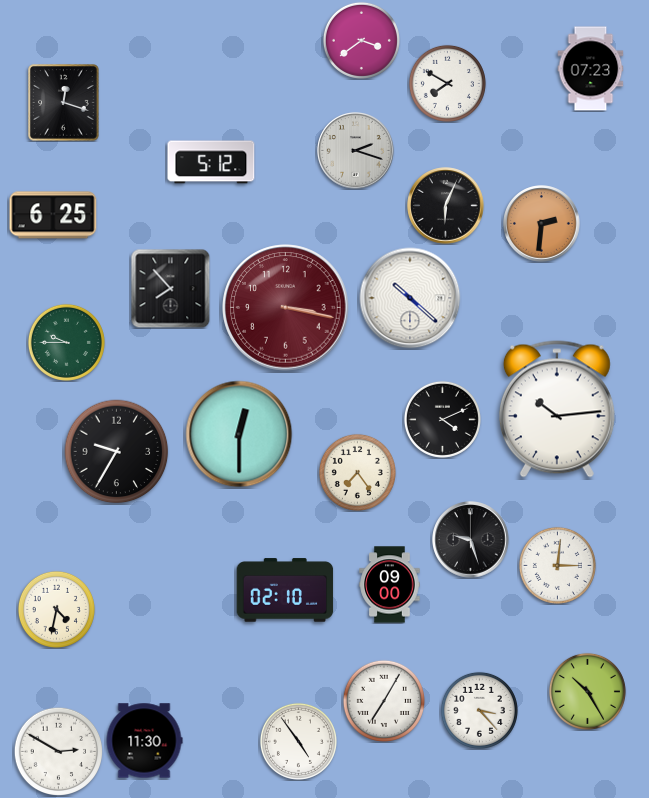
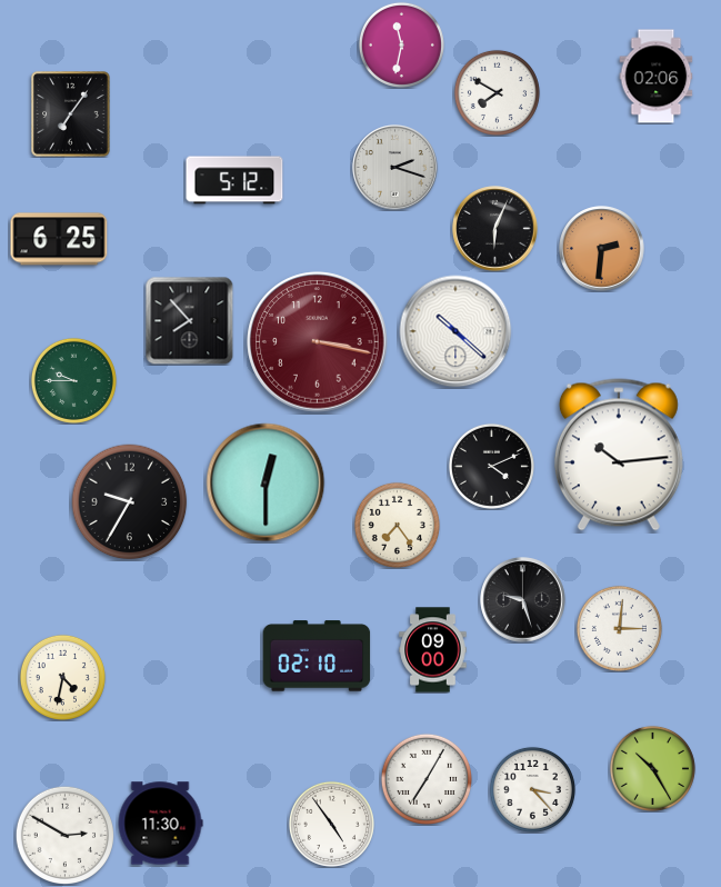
clock at (361, 40): 3:39 -> 11:32
clock at (591, 69): 07:23 -> 02:06
clock at (64, 103): 12:18 -> 7:06
